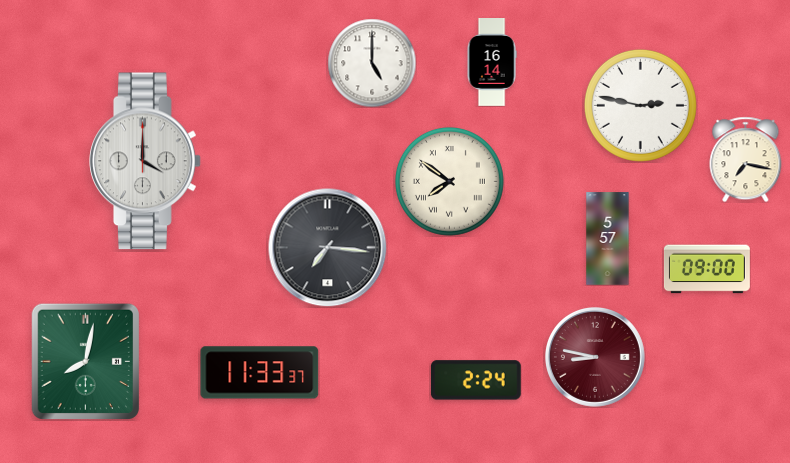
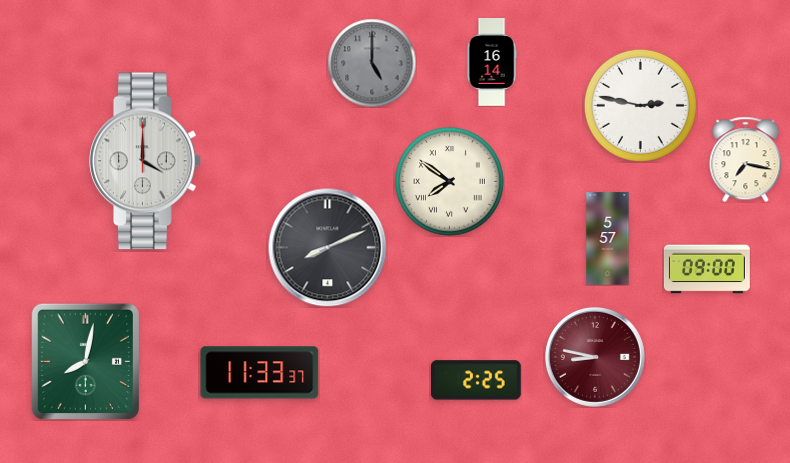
clock at (372, 63) dial: white -> grey
clock at (328, 248): 7:16 -> 8:11
clock at (476, 380): 2:24 -> 2:25
